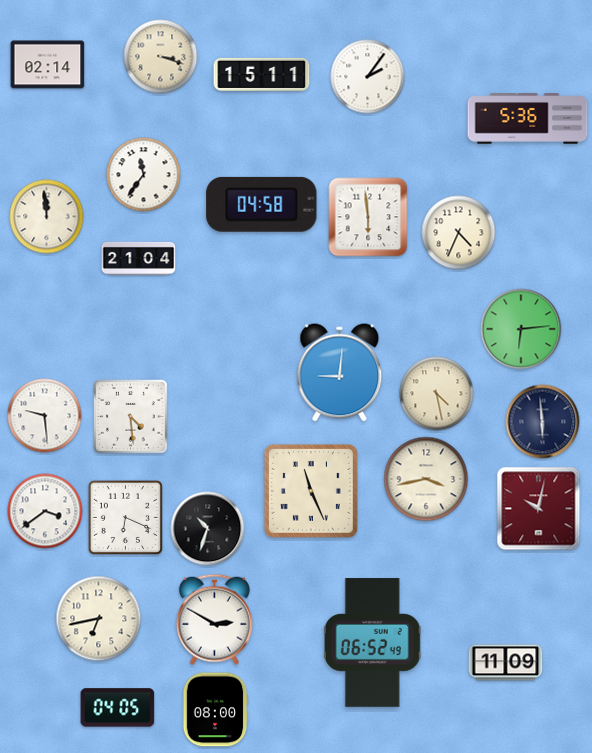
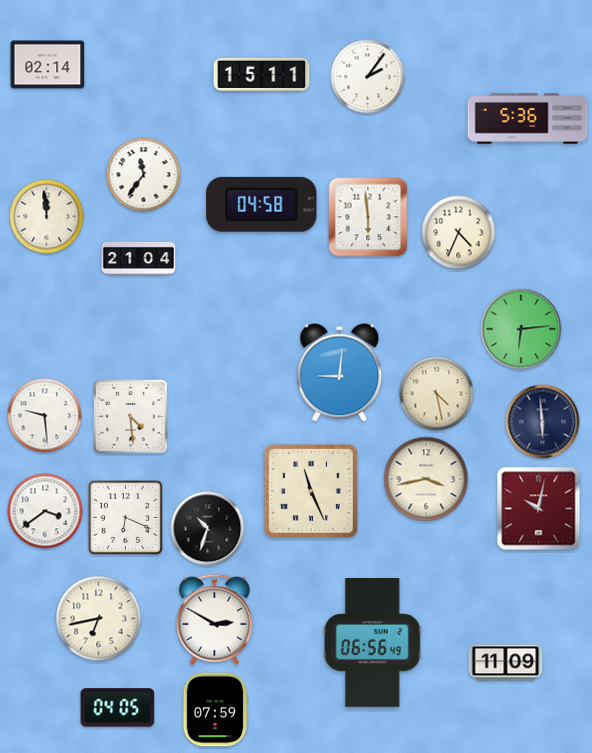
clock at (161, 57): 3:18 -> none
clock at (372, 643): 06:52 -> 06:56
clock at (215, 710): 08:00 -> 07:59
